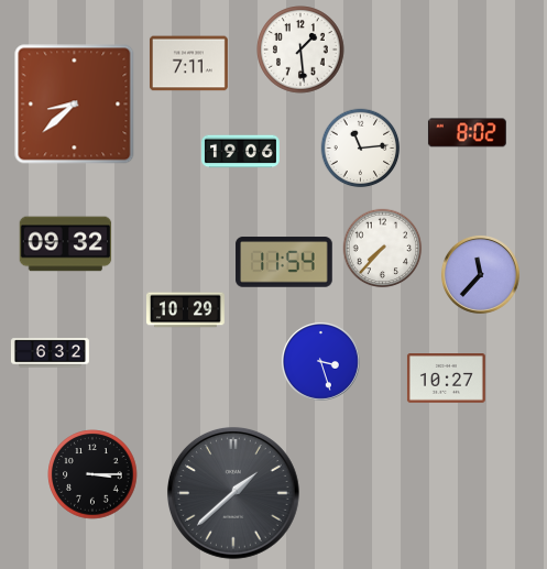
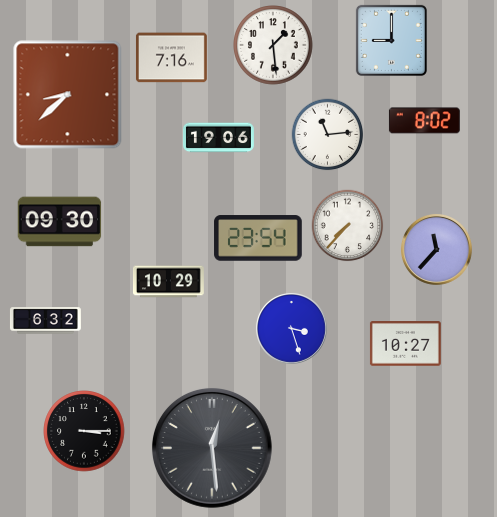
clock at (391, 40): none -> 9:00
clock at (188, 64): 7:11 -> 7:16
clock at (66, 244): 09:32 -> 09:30
clock at (284, 262): 11:54 -> 23:54
clock at (233, 493): 1:38 -> 12:29
